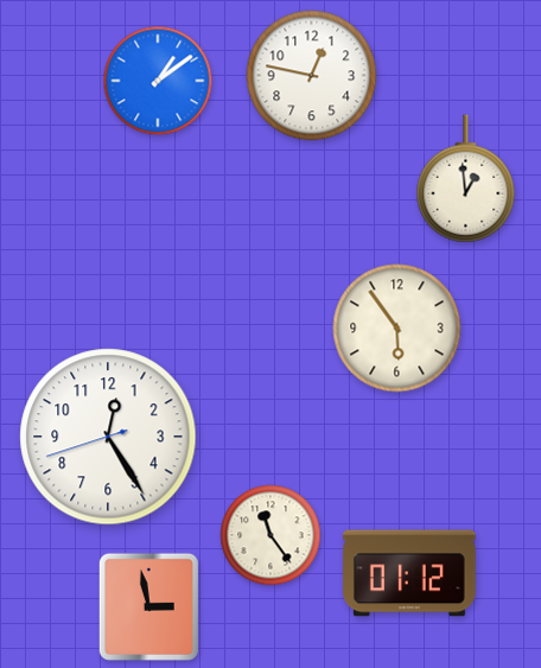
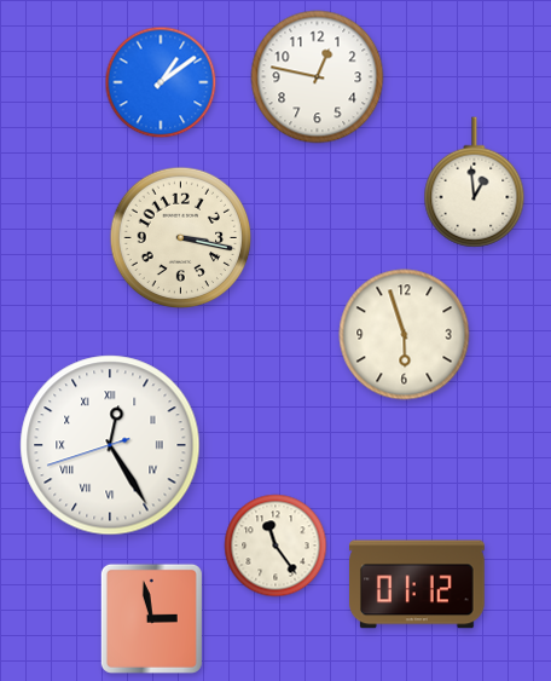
clock at (181, 238): none -> 3:17
clock at (397, 329): 5:54 -> 5:57
clock at (108, 437) numerals: Arabic -> Roman
